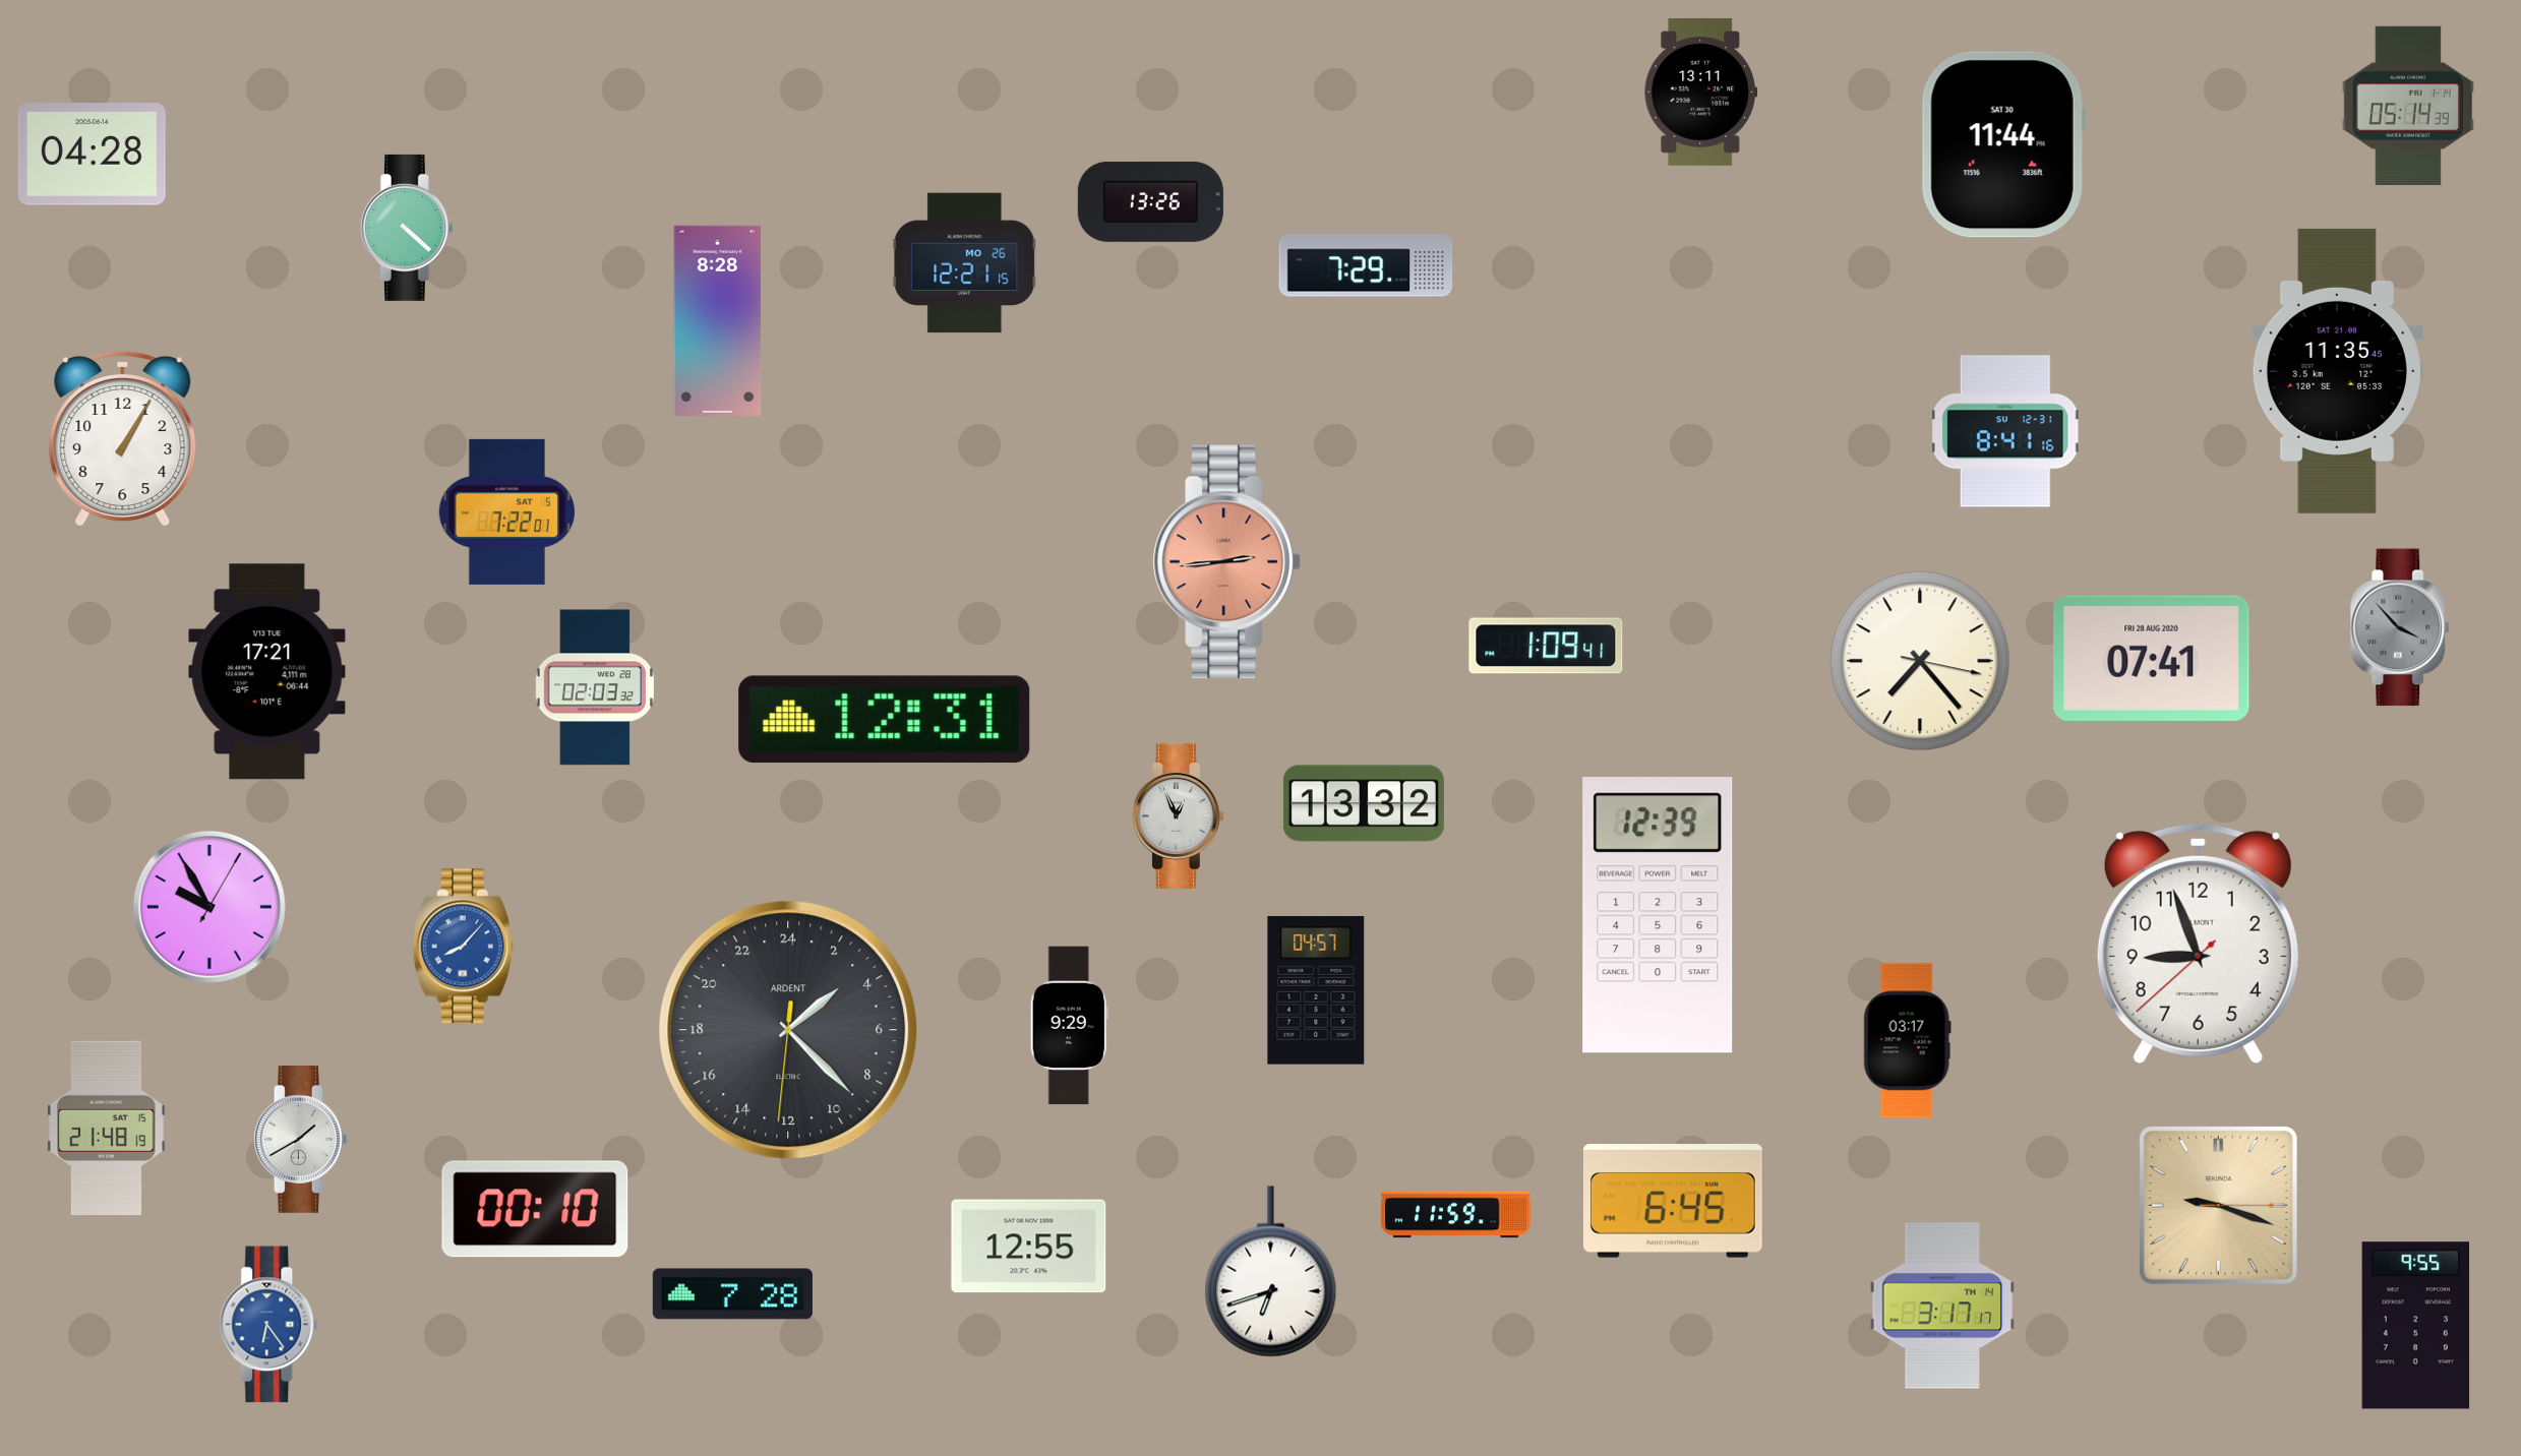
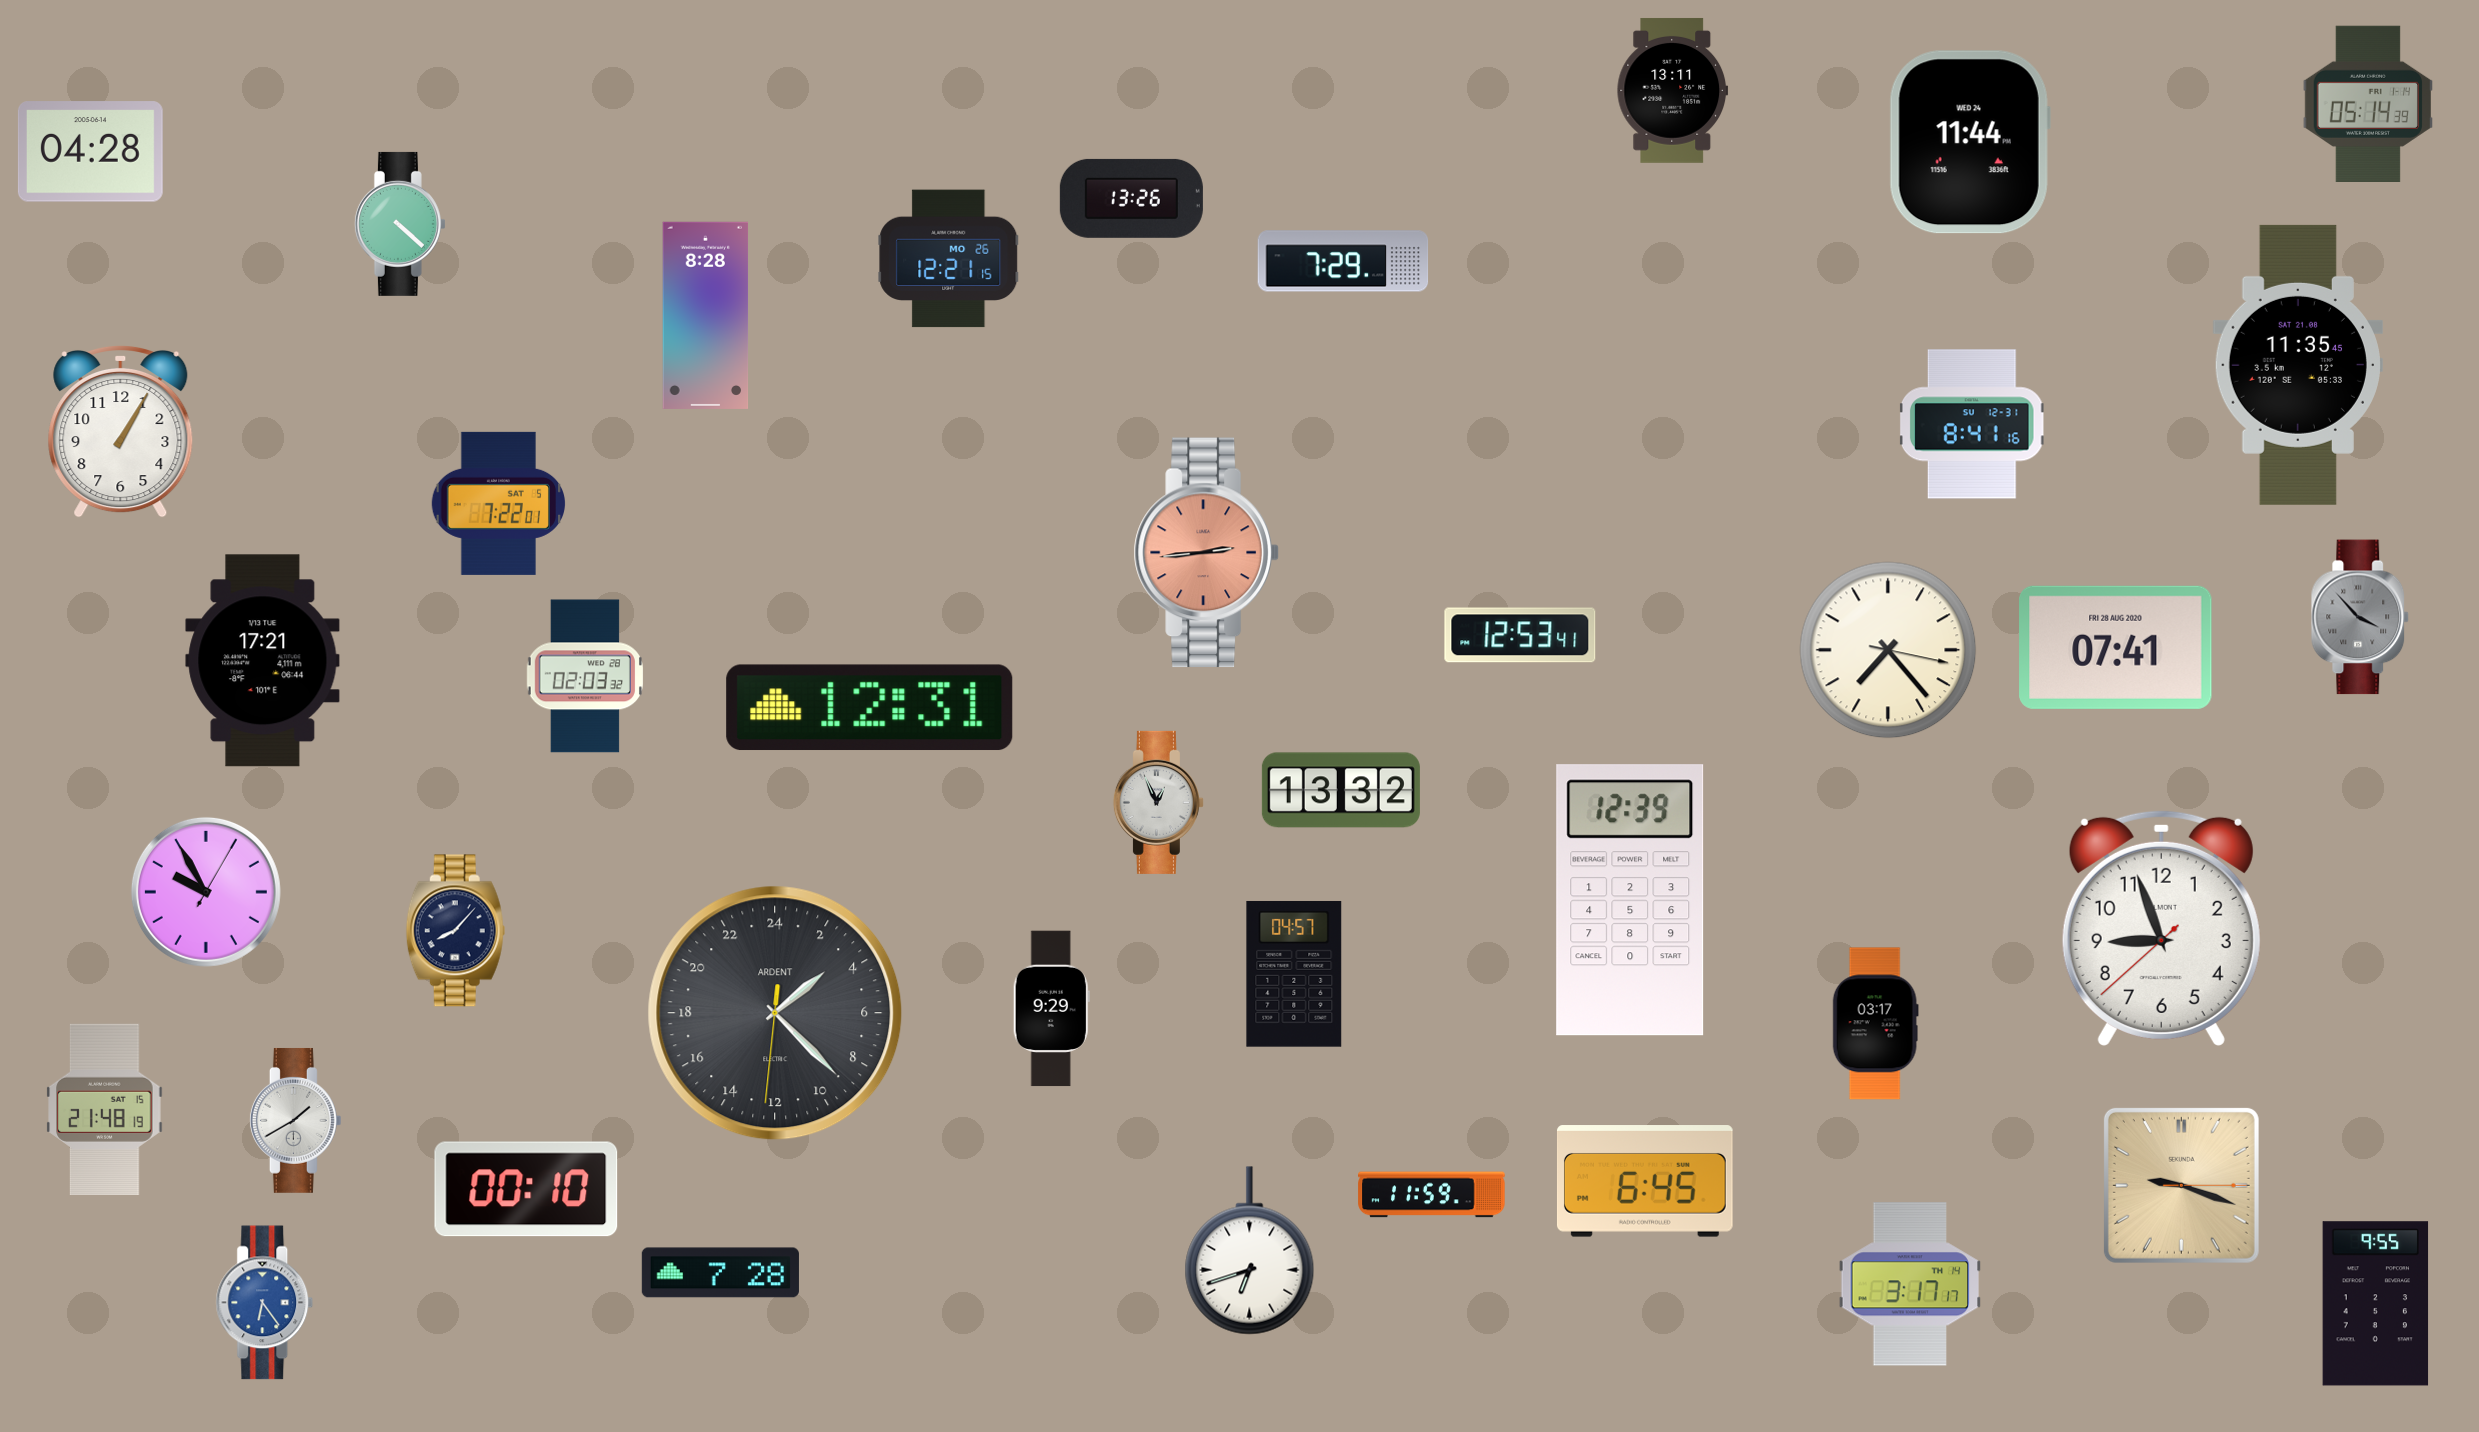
clock at (2003, 144) date: SAT 30 -> WED 24
clock at (1546, 646): 1:09 -> 12:53
clock at (463, 947) dial: blue -> navy
clock at (1029, 1247): 12:55 -> none
